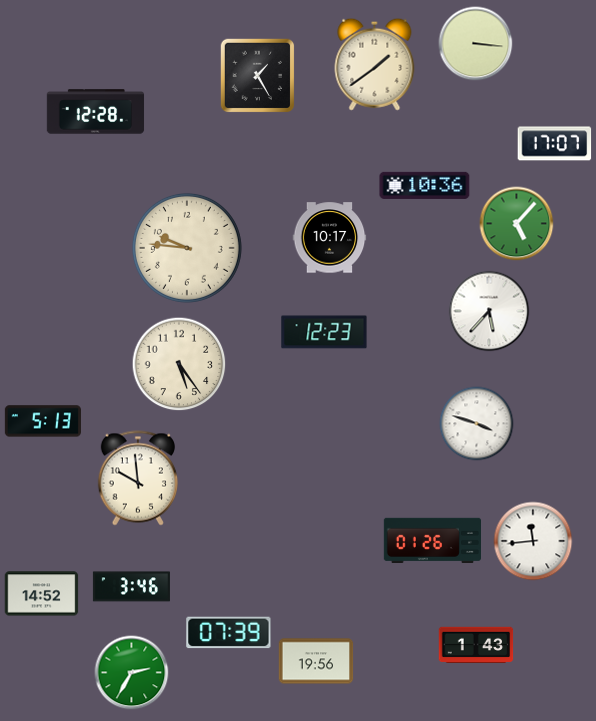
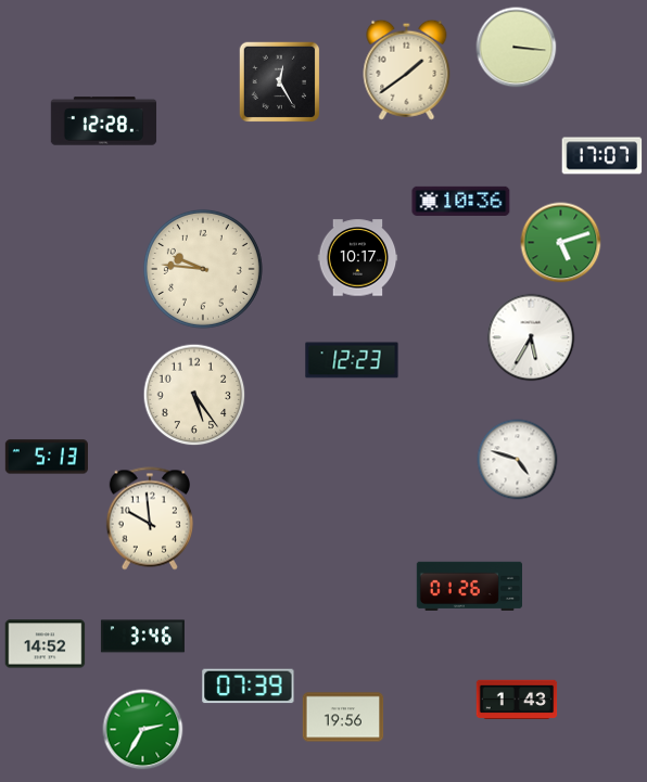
clock at (258, 76): 1:25 -> 12:25
clock at (517, 224): 5:07 -> 5:12
clock at (489, 311): 5:37 -> 5:35
clock at (477, 424): 3:48 -> 4:48
clock at (533, 541): 11:44 -> none
